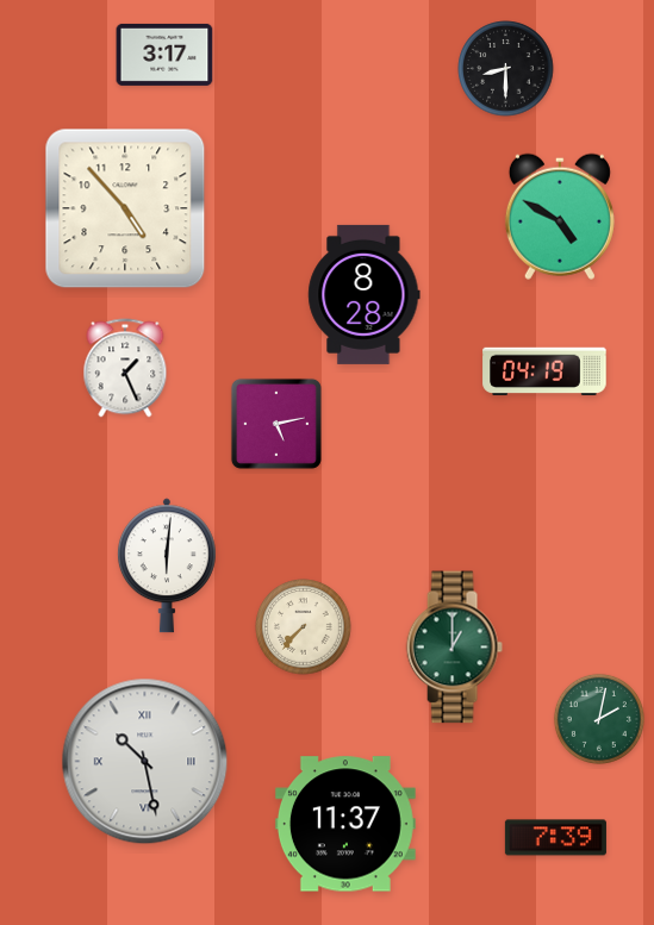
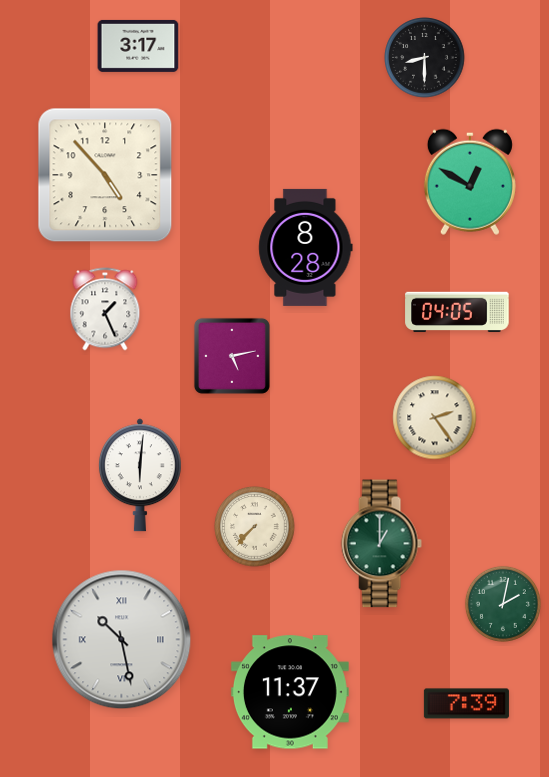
clock at (560, 217): 4:50 -> 12:50
clock at (544, 371): 04:19 -> 04:05
clock at (435, 418): none -> 2:24
